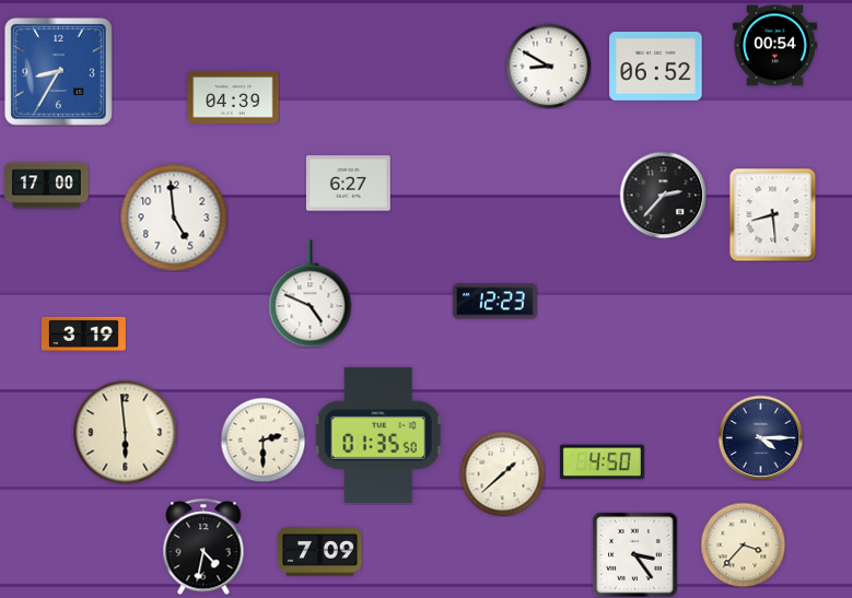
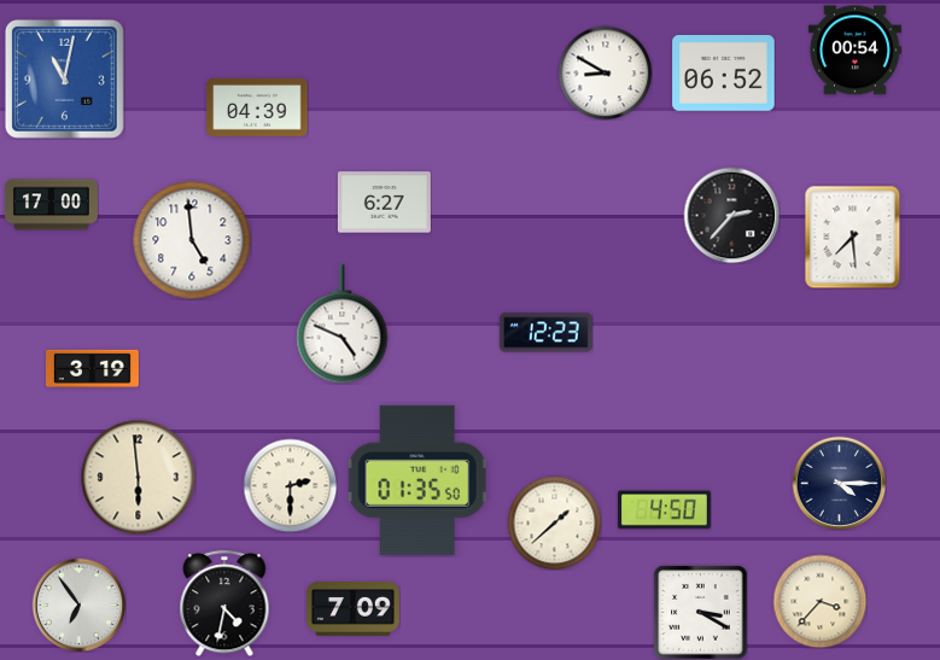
clock at (58, 71): 8:35 -> 11:02
clock at (773, 214): 8:29 -> 7:29
clock at (78, 604): none -> 6:54
clock at (634, 554): 3:24 -> 3:20
